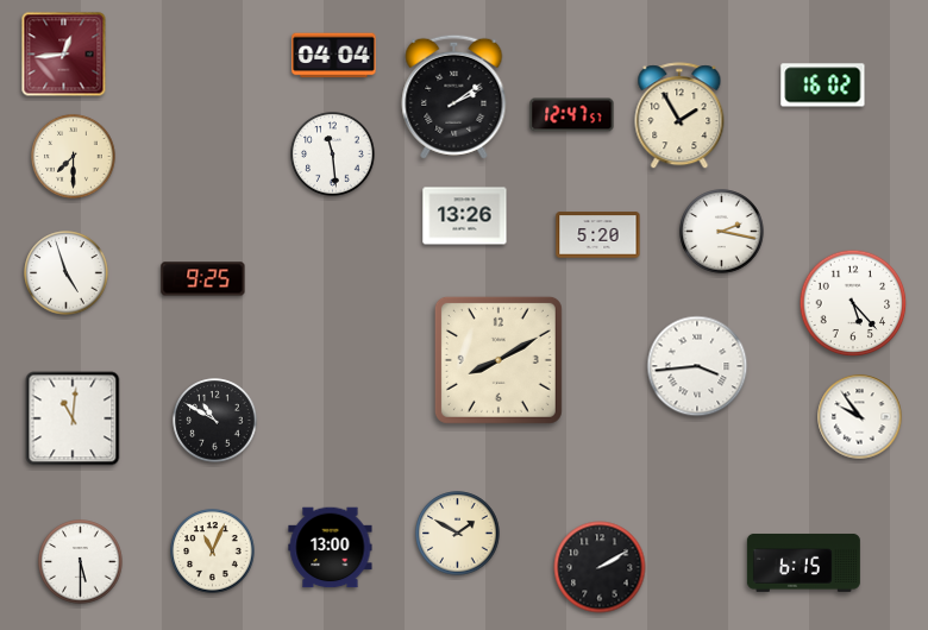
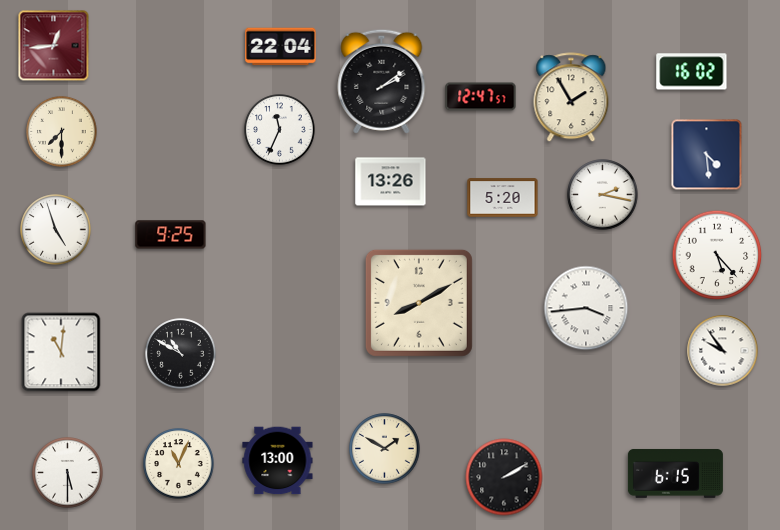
clock at (334, 56): 04:04 -> 22:04
clock at (333, 155): 11:29 -> 11:34
clock at (707, 155): none -> 4:29
clock at (722, 232) position: (722, 232) -> (603, 195)
